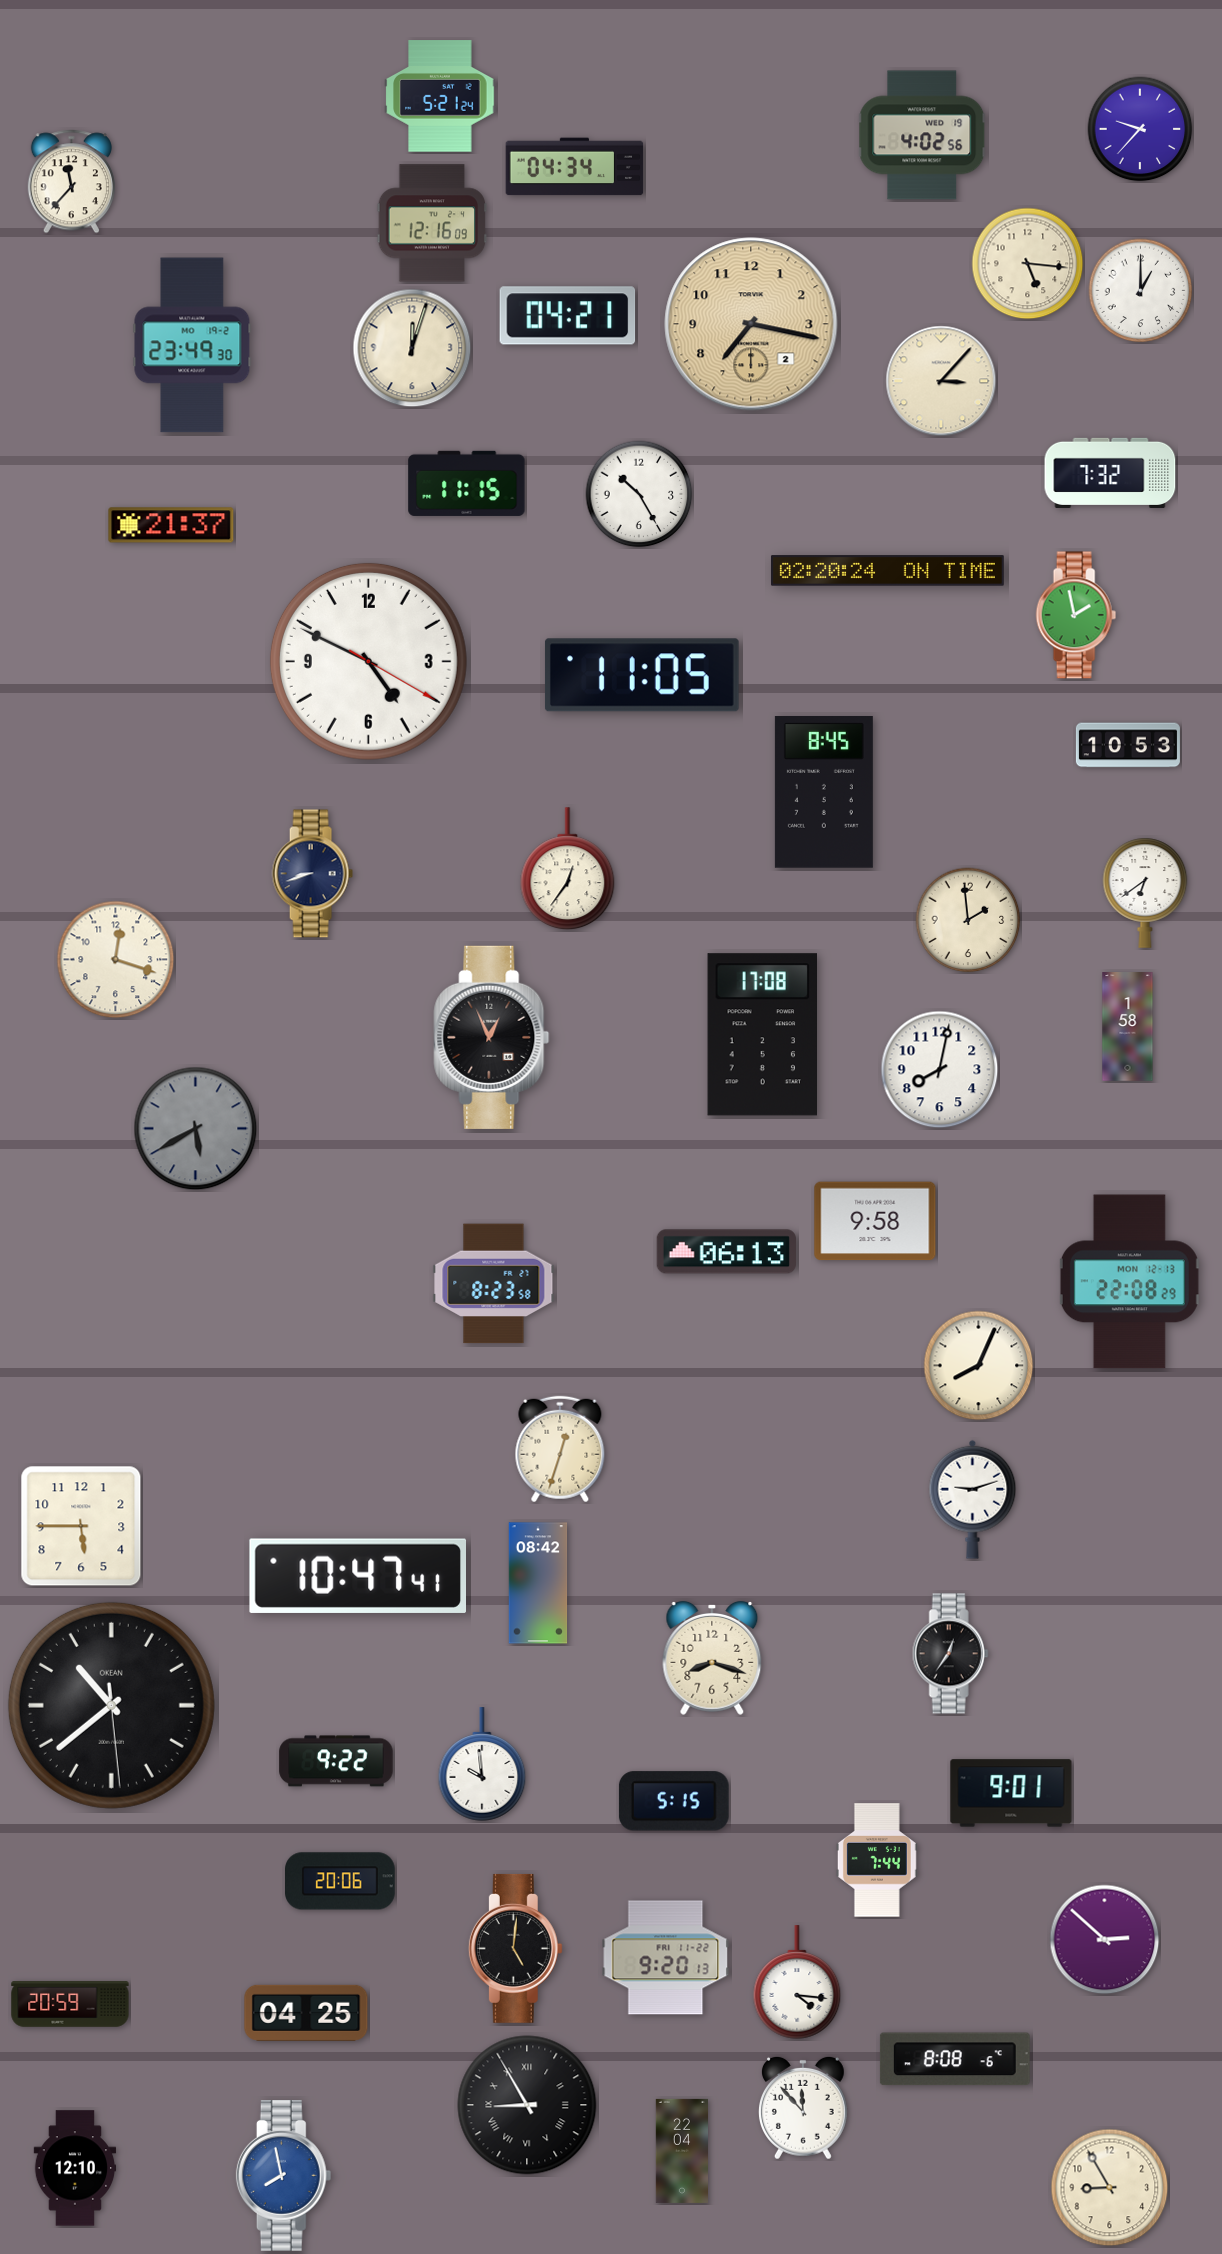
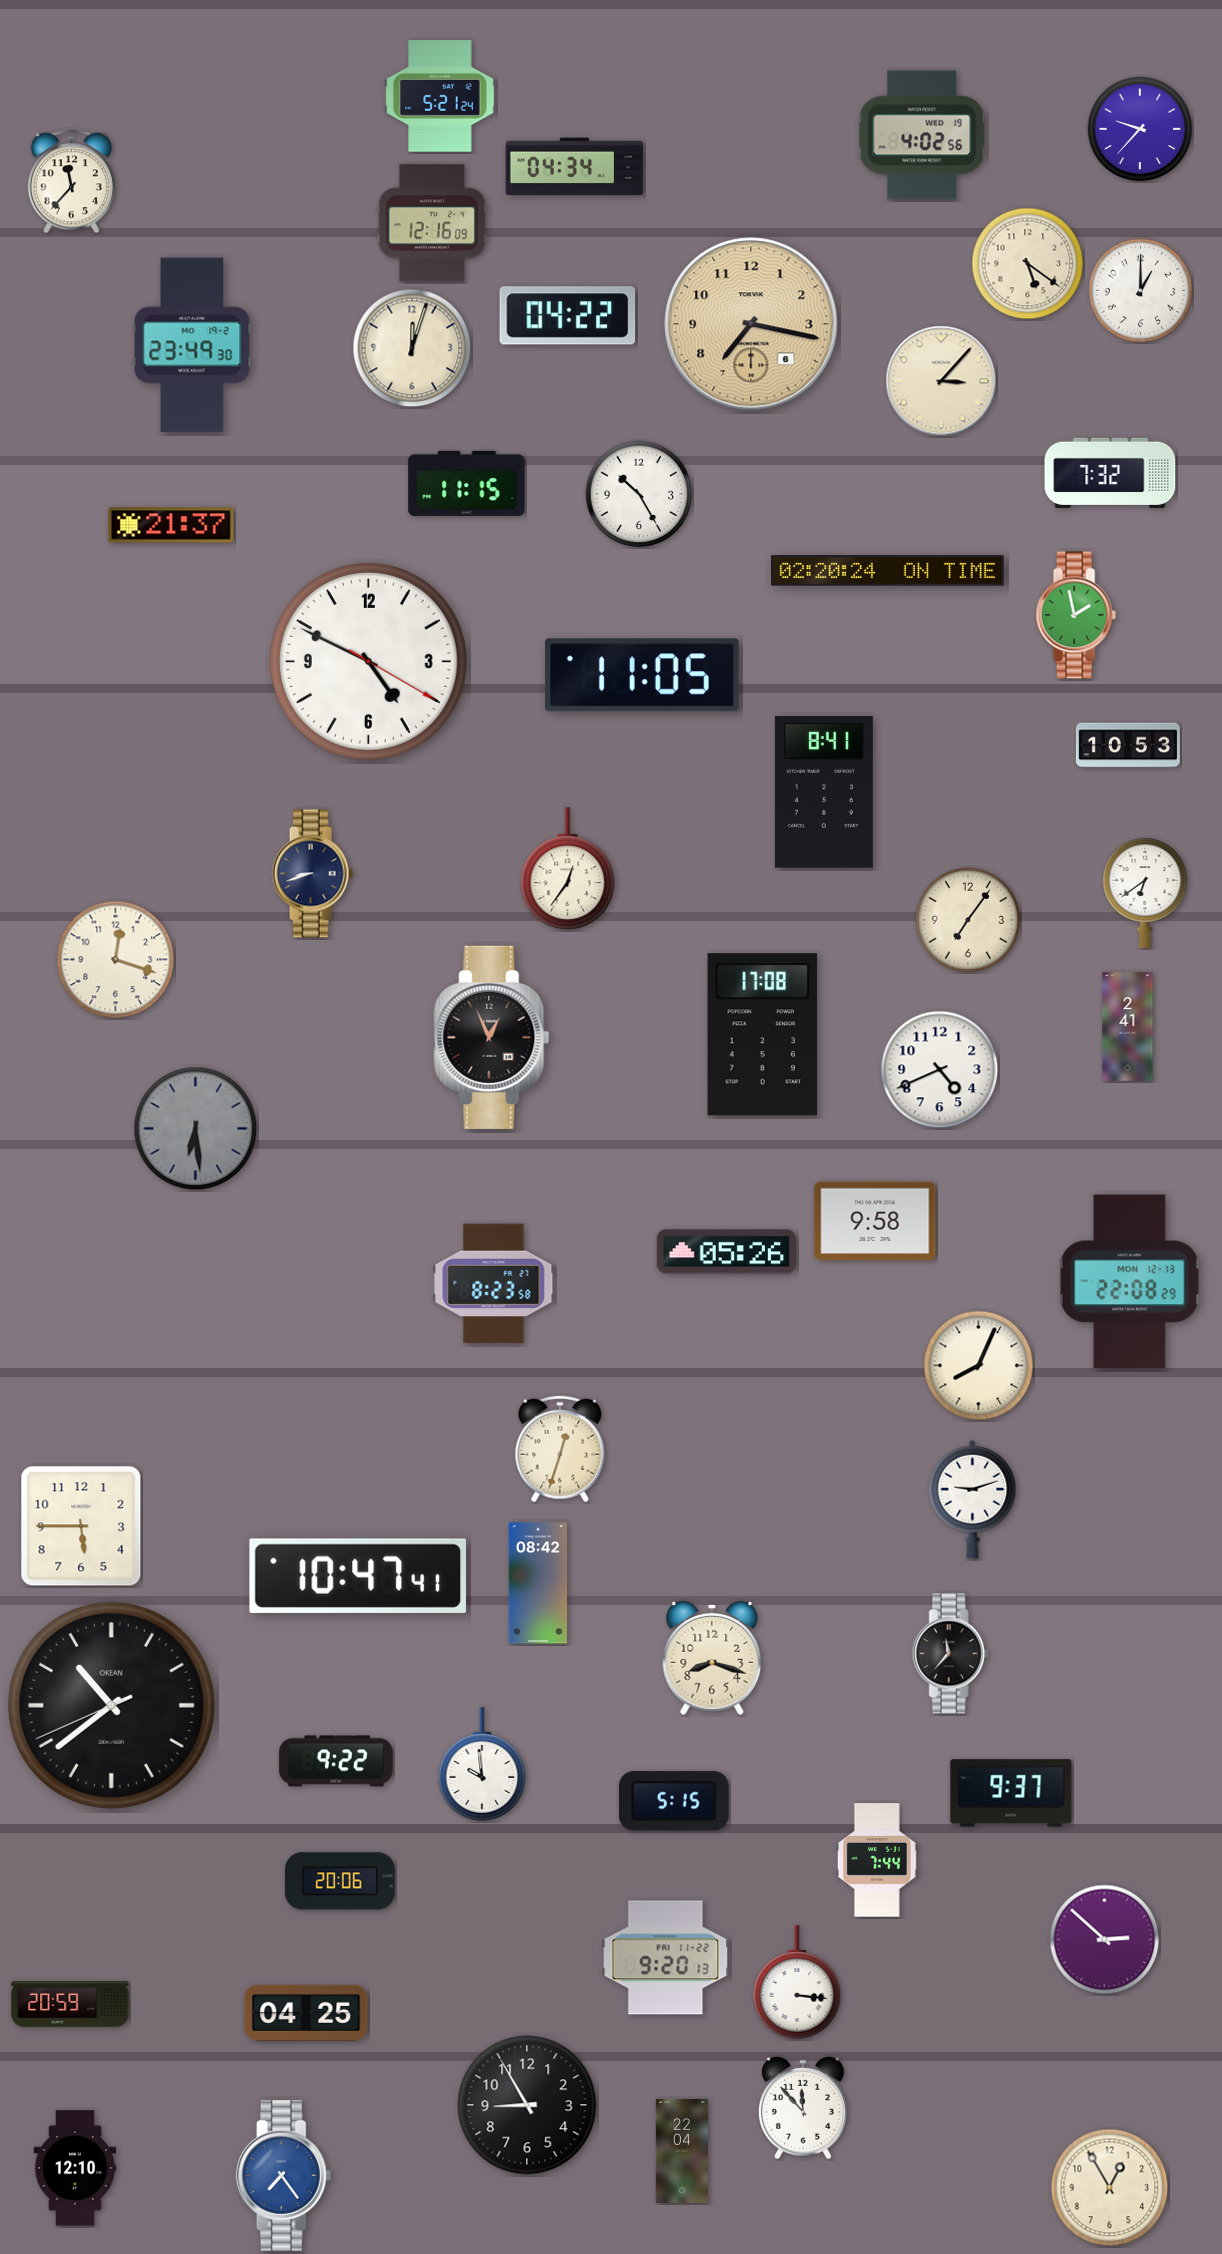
clock at (1028, 264): 5:16 -> 5:21
clock at (568, 316): 04:21 -> 04:22
clock at (751, 324) date: 2 -> 6
clock at (824, 793): 8:45 -> 8:41
clock at (968, 920): 1:59 -> 7:06
clock at (1128, 1027): 1:58 -> 2:41
clock at (940, 1070): 8:02 -> 4:41
clock at (196, 1129): 5:40 -> 6:29
clock at (726, 1252): 06:13 -> 05:26
clock at (950, 1654): 12:36 -> 11:37
clock at (111, 1705): 10:38:29 -> 10:38:41
clock at (1011, 1793): 9:01 -> 9:37
clock at (515, 1948): 5:01 -> none
clock at (797, 1982): 4:16 -> 3:16
clock at (955, 2059): 8:08 -> none
clock at (527, 2105) numerals: Roman -> Arabic
clock at (284, 2176): 7:58 -> 7:24
clock at (1110, 2188): 8:55 -> 12:55
